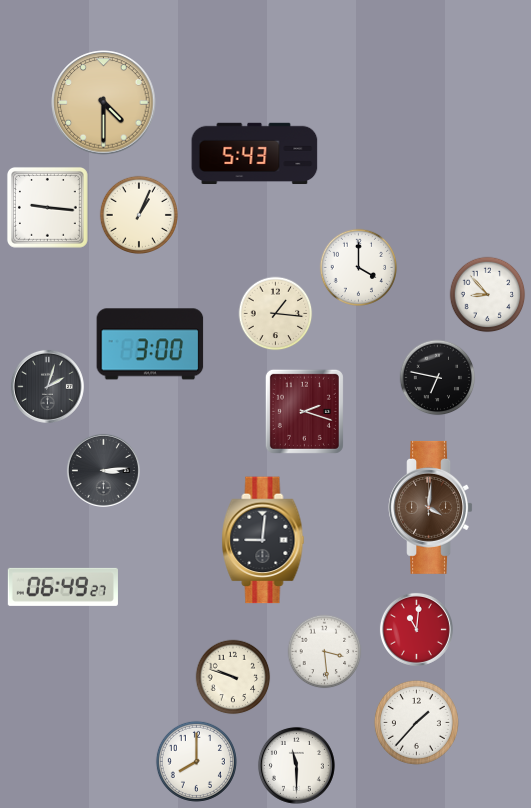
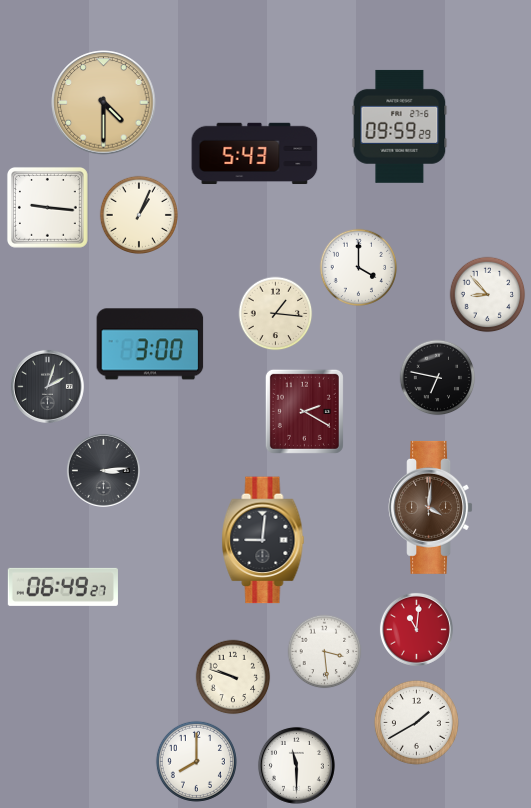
clock at (400, 126): none -> 09:59
clock at (304, 411): 2:18 -> 2:20
clock at (416, 722): 1:37 -> 1:40
